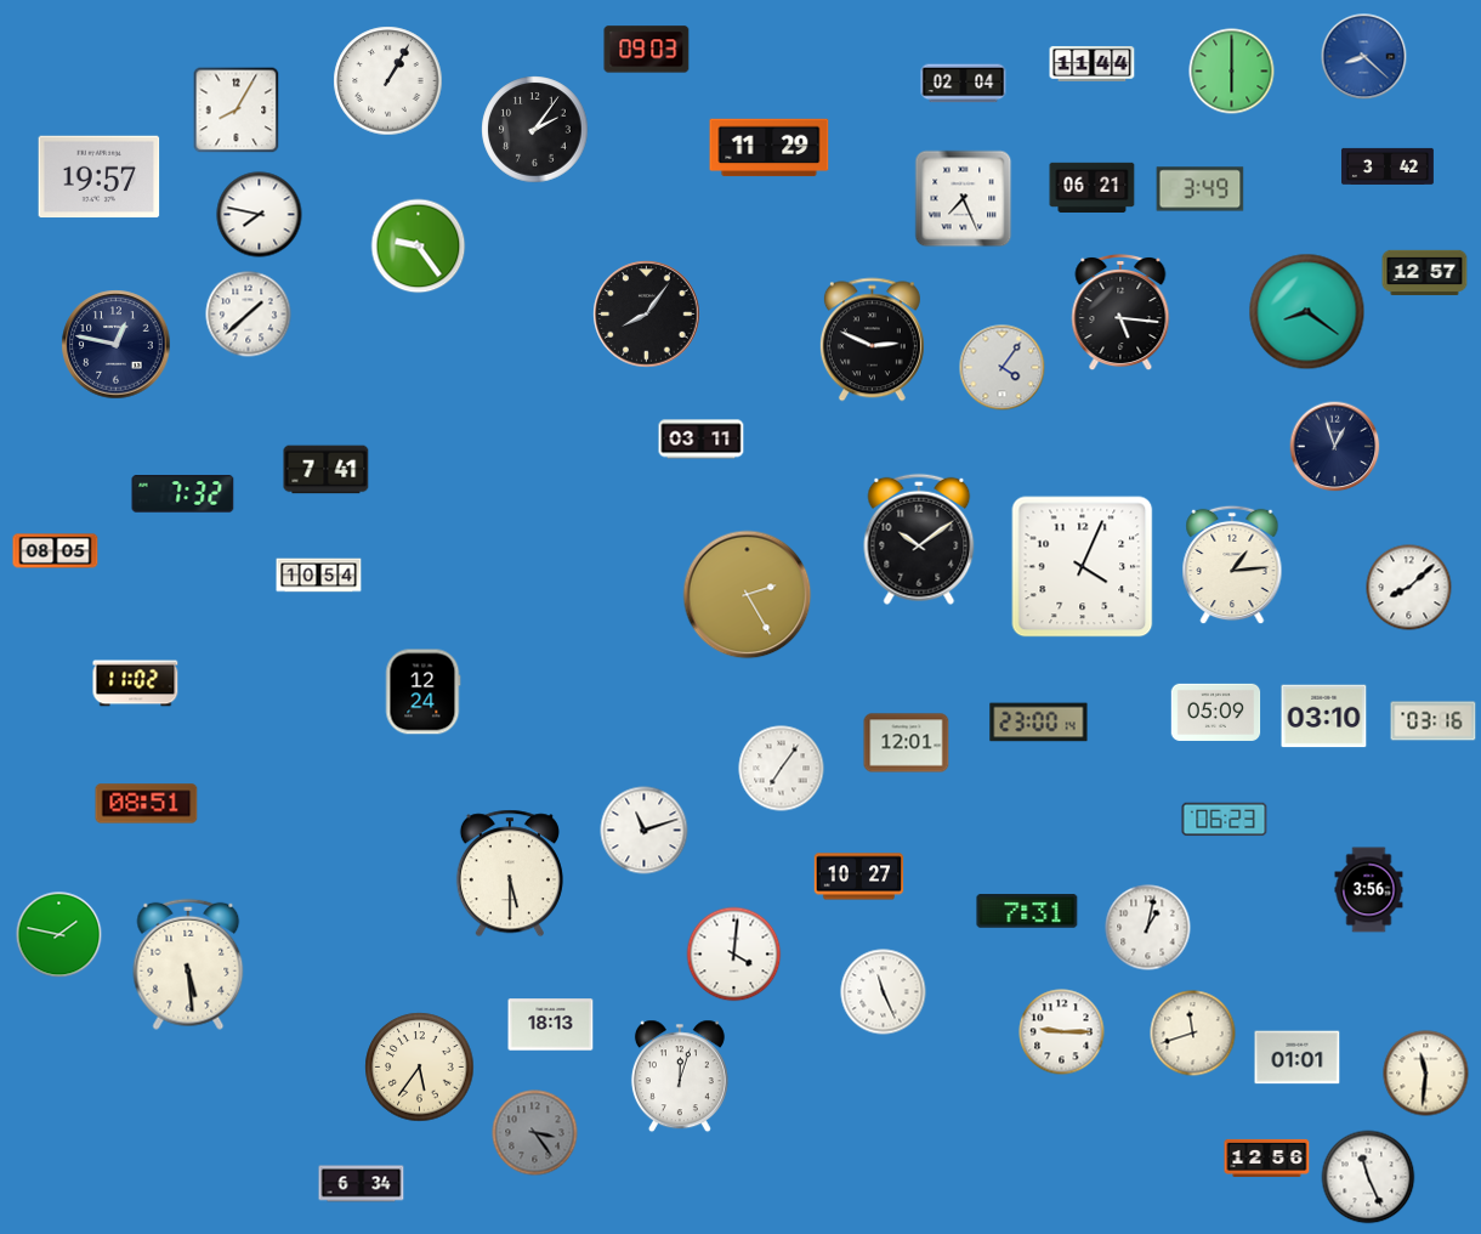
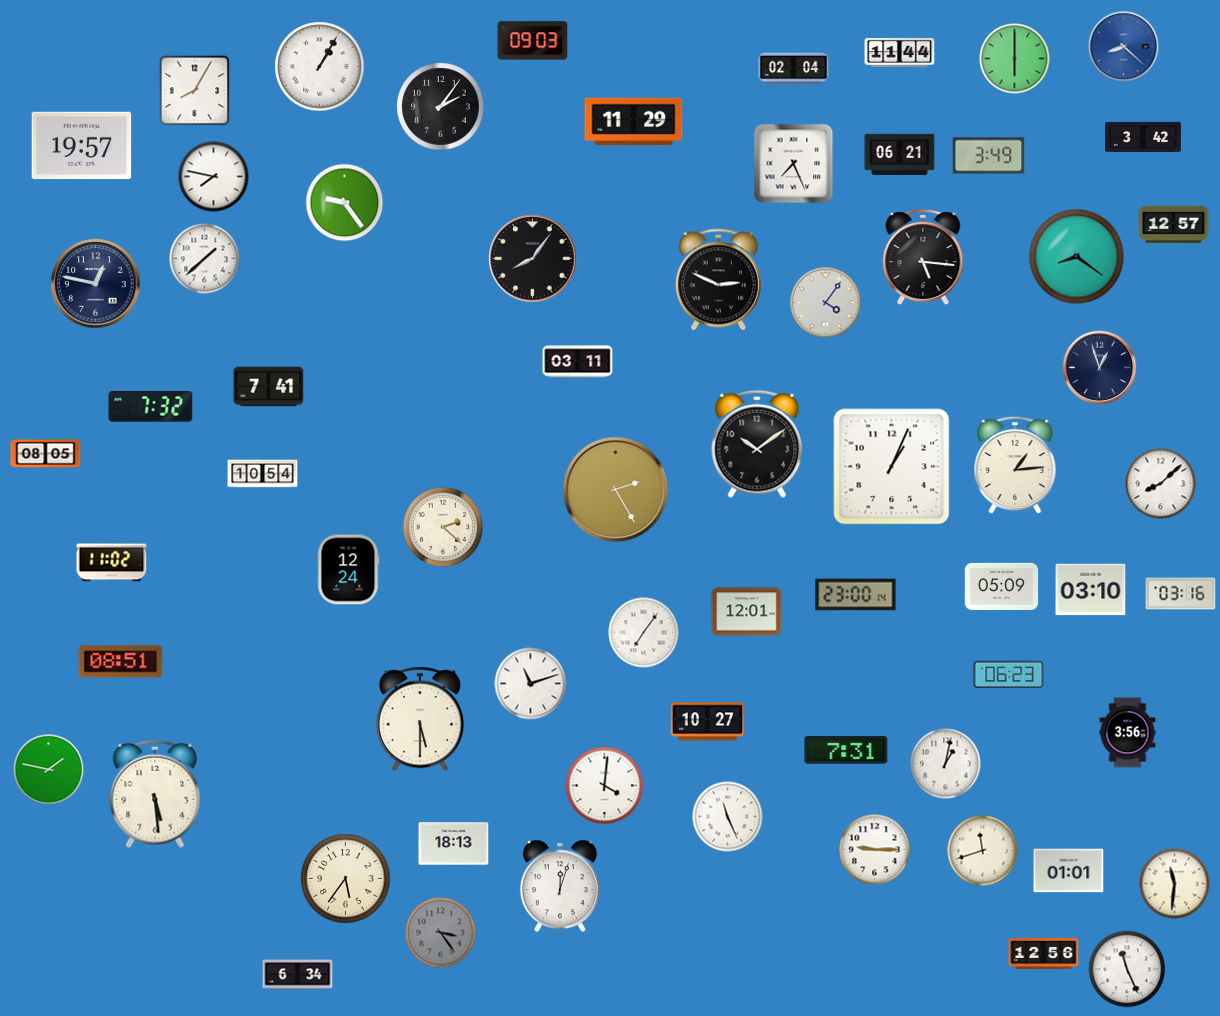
clock at (1083, 567): 4:04 -> 1:04
clock at (443, 527): none -> 2:22
